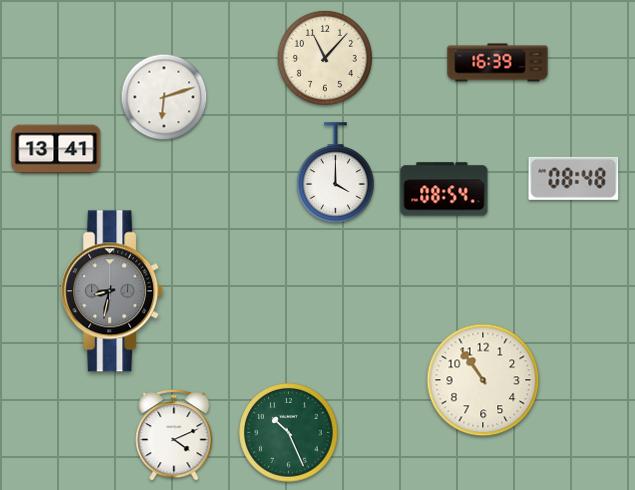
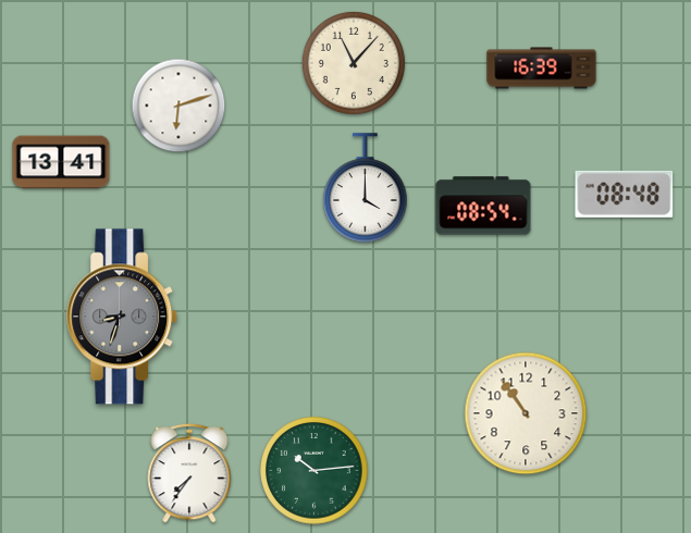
clock at (113, 291): 8:32 -> 8:33
clock at (289, 433): 10:26 -> 10:14
clock at (174, 436): 4:11 -> 7:36
